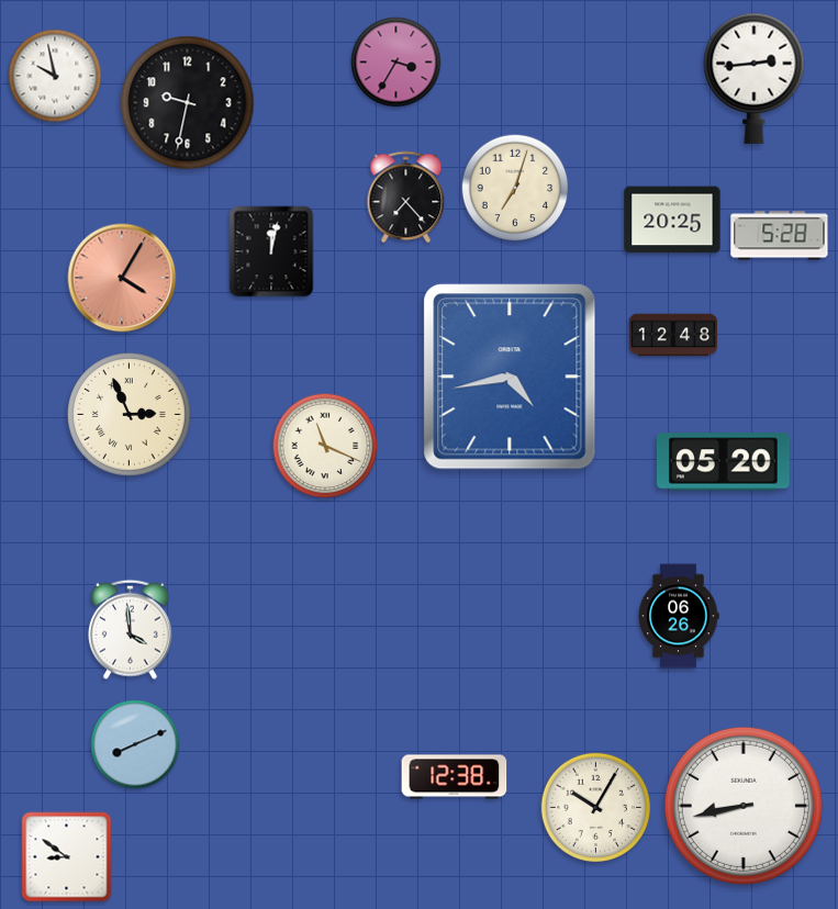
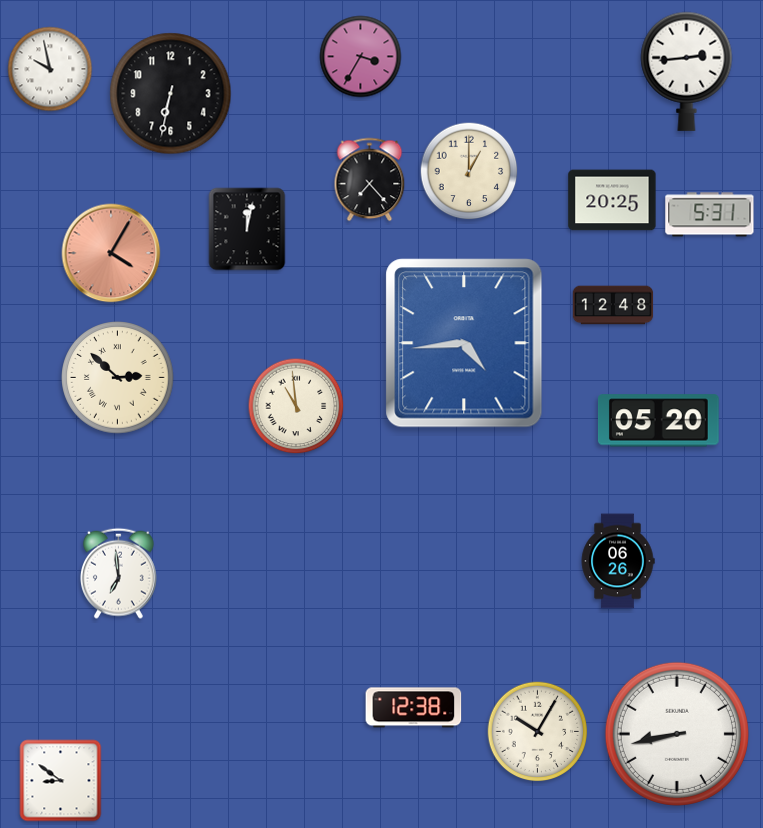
clock at (188, 103): 9:32 -> 6:32
clock at (515, 188): 7:03 -> 1:00
clock at (780, 236): 5:28 -> 5:31
clock at (510, 377): 4:43 -> 4:44
clock at (130, 415): 2:56 -> 2:52
clock at (325, 446): 11:19 -> 10:59
clock at (130, 629): 3:59 -> 6:59
clock at (135, 744): 8:11 -> none
clock at (596, 808) position: (596, 808) -> (538, 732)
